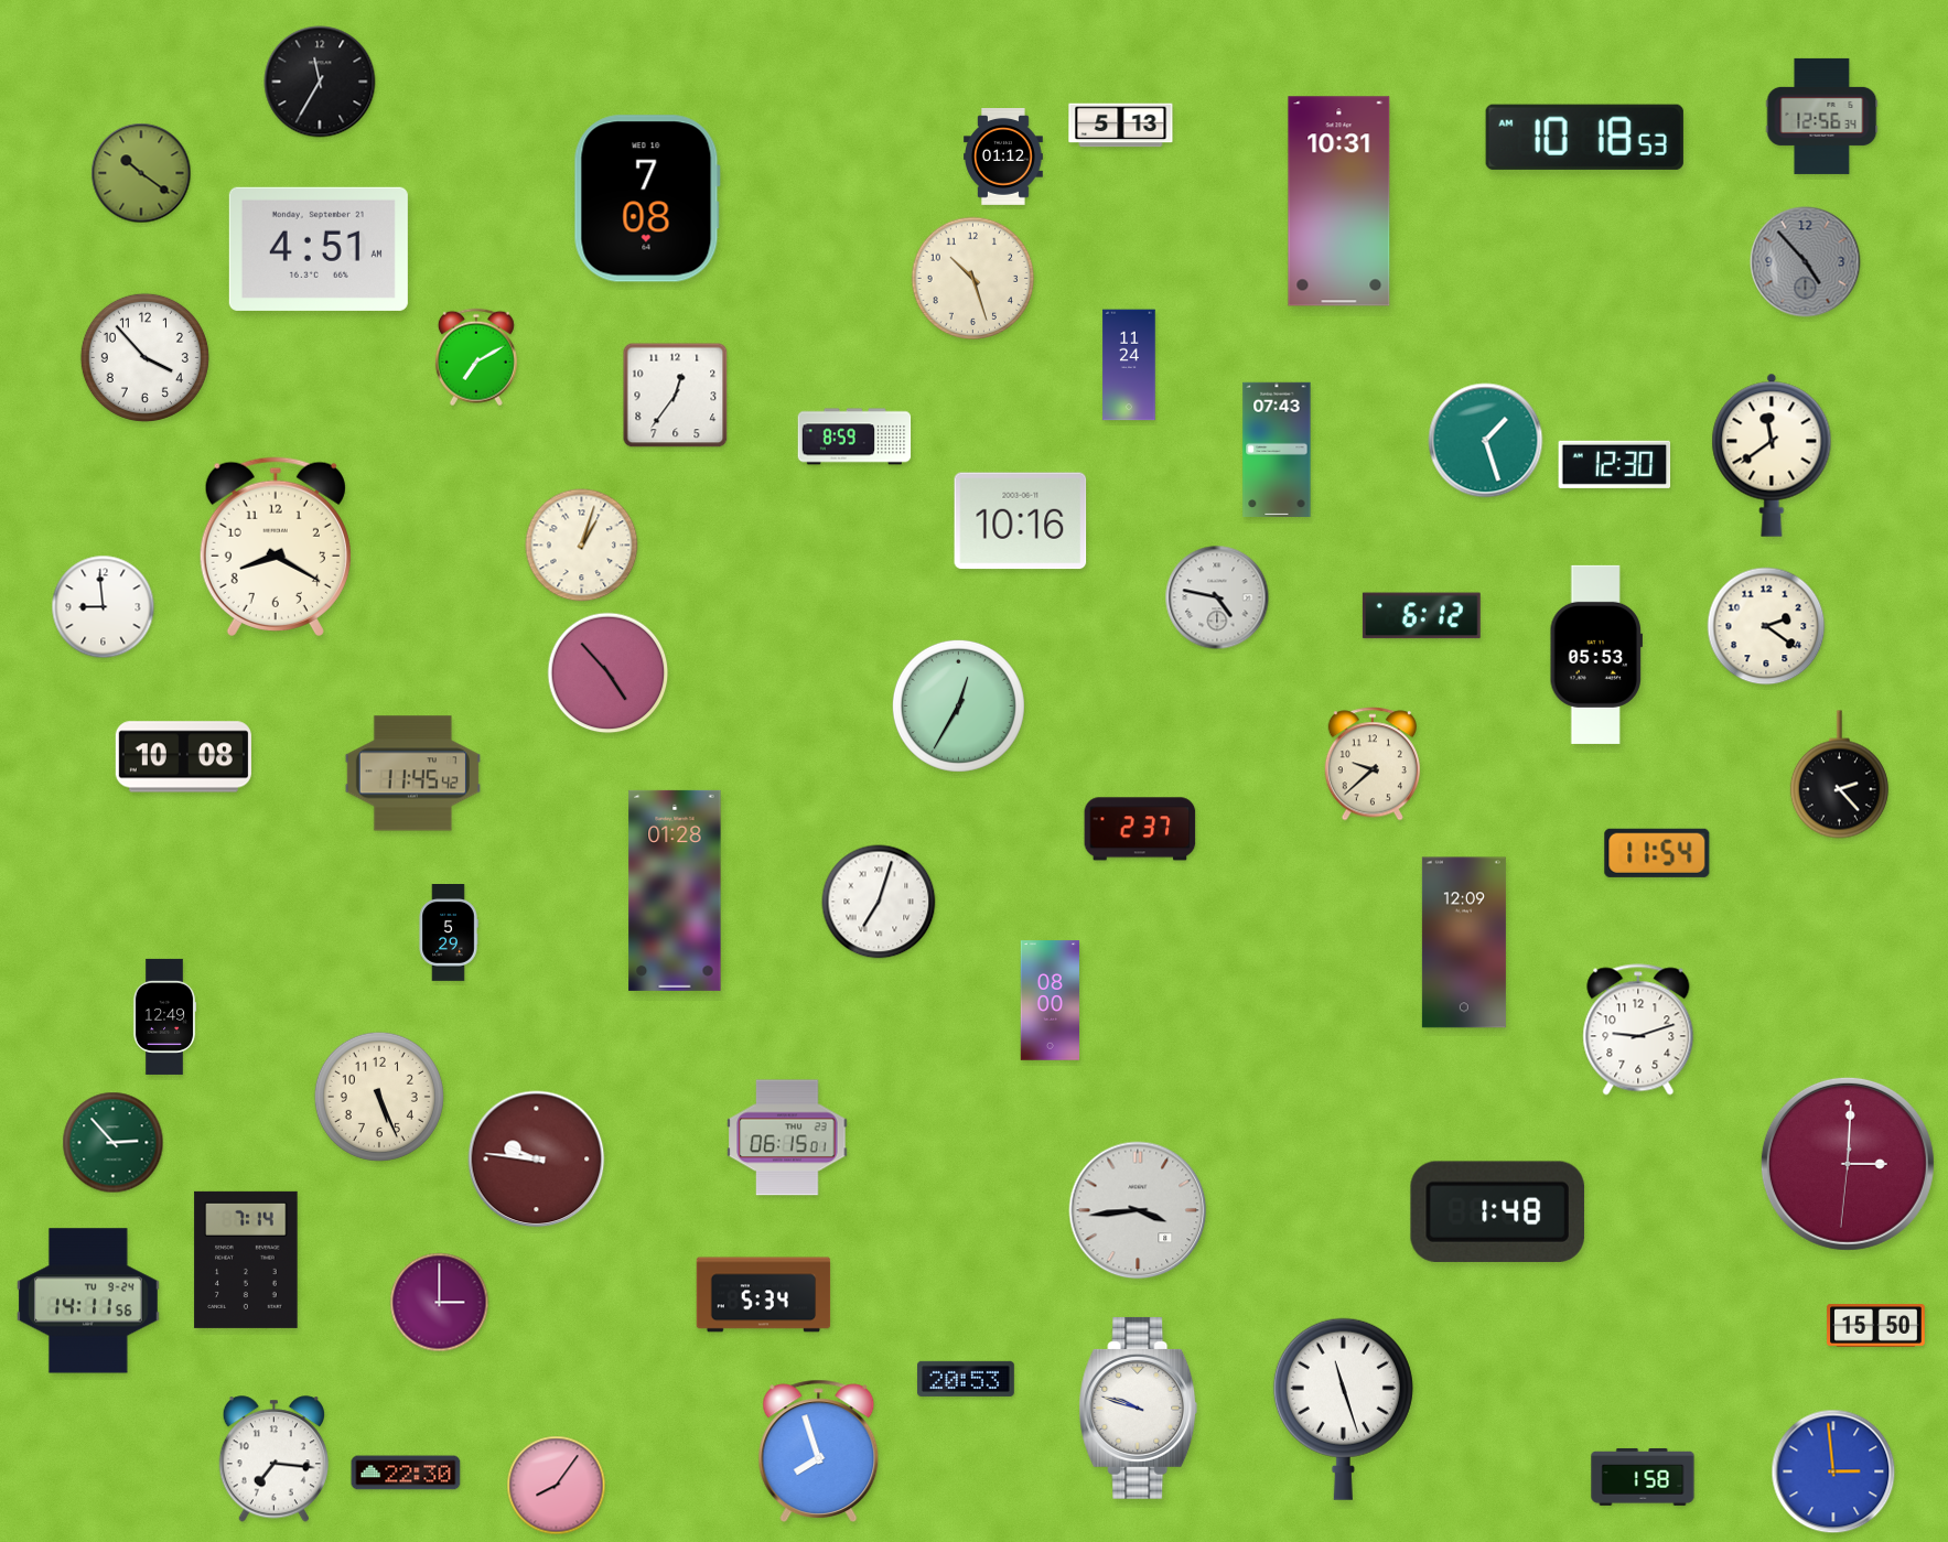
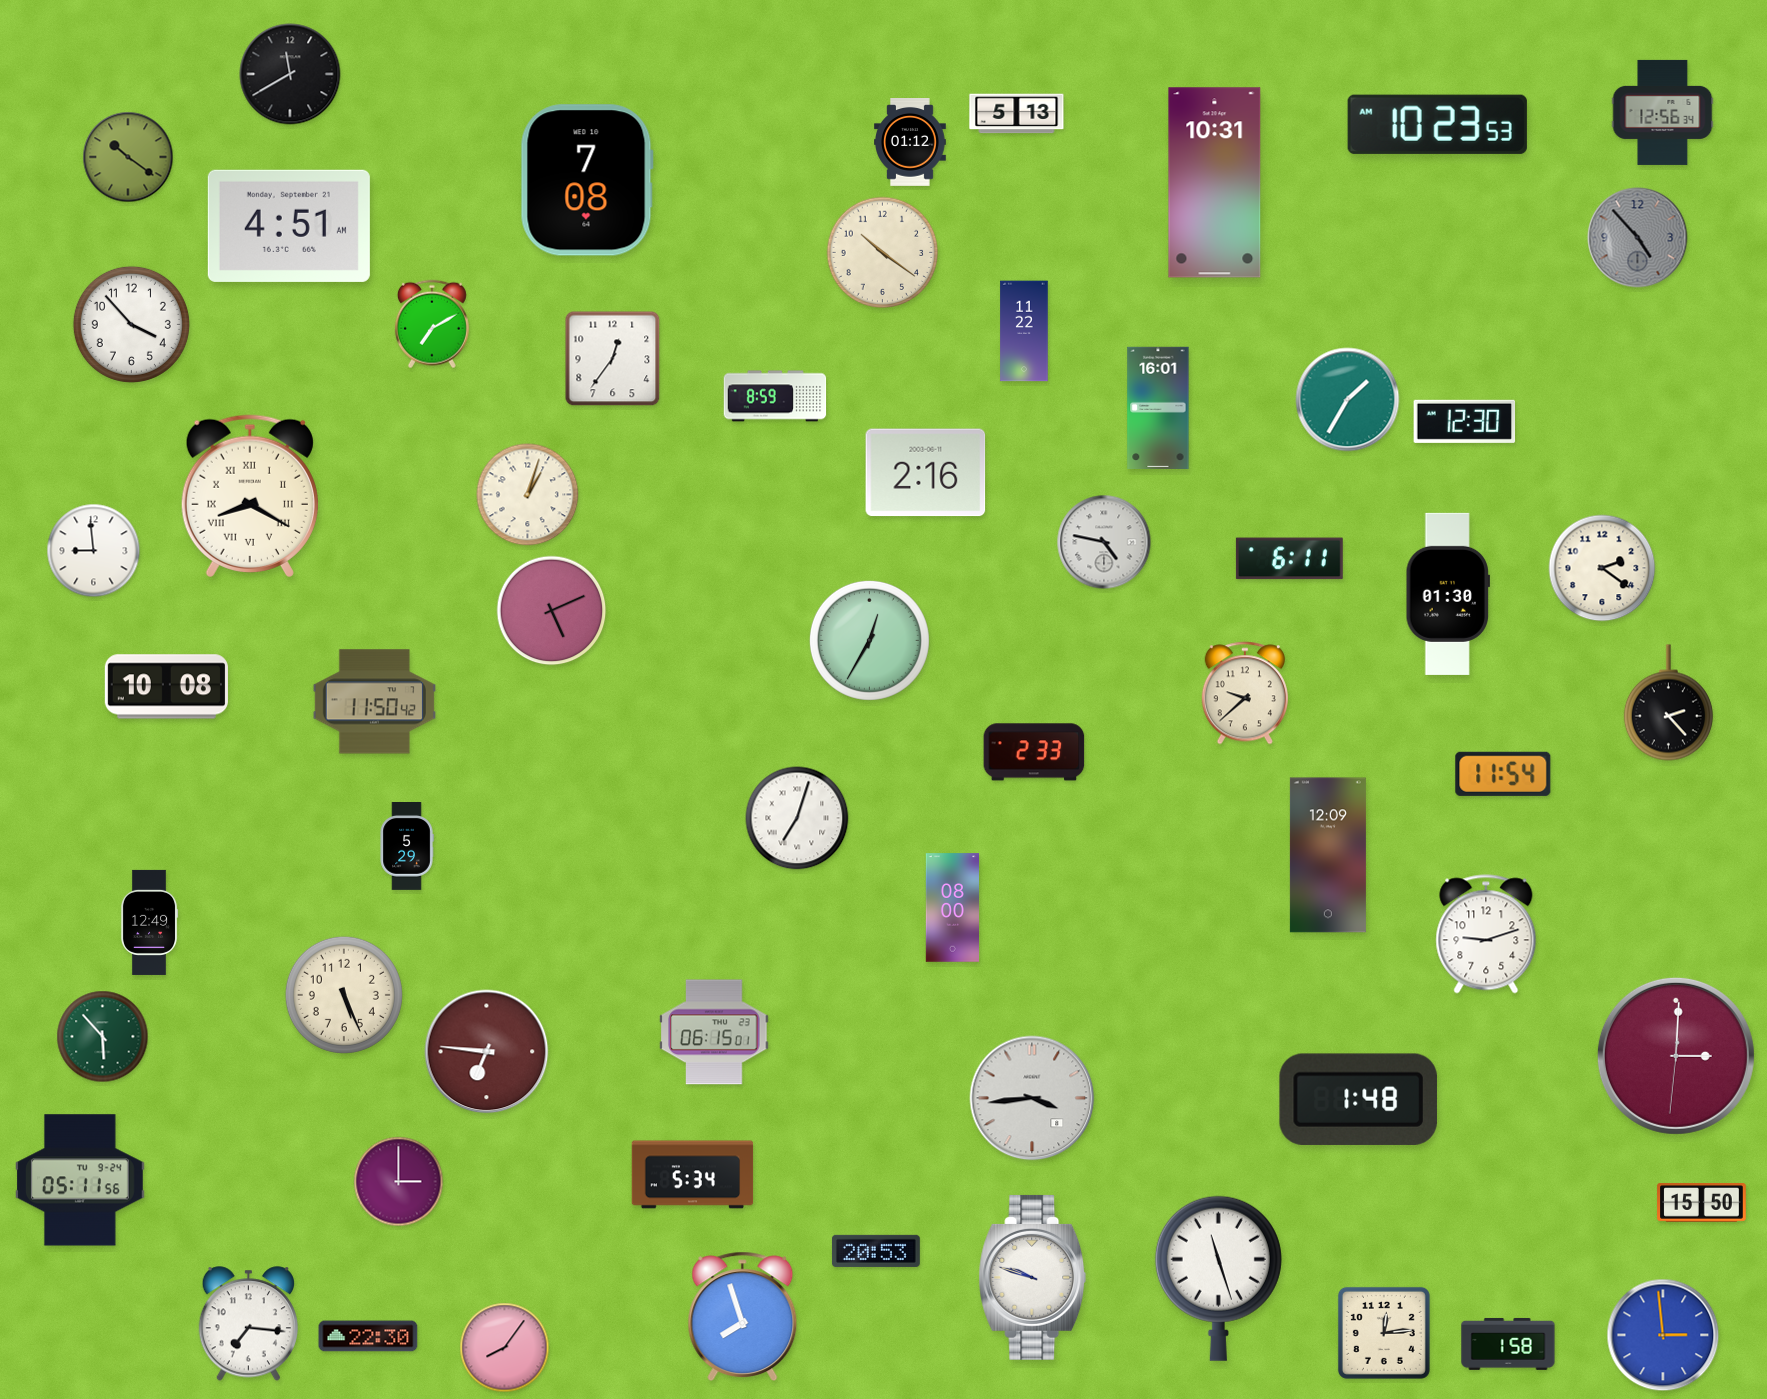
clock at (320, 82): 11:35 -> 11:40
clock at (1822, 116) position: (1822, 116) -> (1663, 112)
clock at (1584, 137): 10:18 -> 10:23
clock at (973, 279): 10:27 -> 10:21
clock at (1129, 365): 11:24 -> 11:22
clock at (1486, 441): 1:27 -> 1:35
clock at (1277, 449): 07:43 -> 16:01
clock at (1772, 455): 11:39 -> none
clock at (1021, 521): 10:16 -> 2:16
clock at (276, 547) numerals: Arabic -> Roman
clock at (1421, 616): 6:12 -> 6:11
clock at (1595, 655): 05:53 -> 01:30
clock at (609, 673): 4:53 -> 5:11
clock at (412, 774): 11:45 -> 11:50
clock at (1140, 829): 2:37 -> 2:33
clock at (675, 891): 01:28 -> none
clock at (114, 1143): 2:53 -> 5:53
clock at (537, 1160): 9:46 -> 6:46
clock at (246, 1260): 7:14 -> none
clock at (89, 1301): 14:11 -> 05:11
clock at (1384, 1333): none -> 12:14
clock at (1643, 1477) position: (1643, 1477) -> (1508, 1344)
